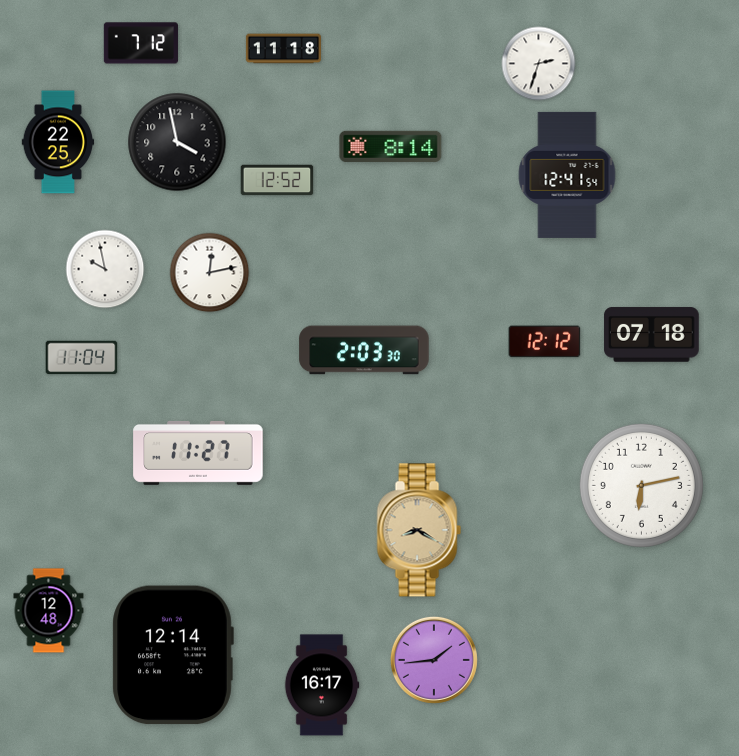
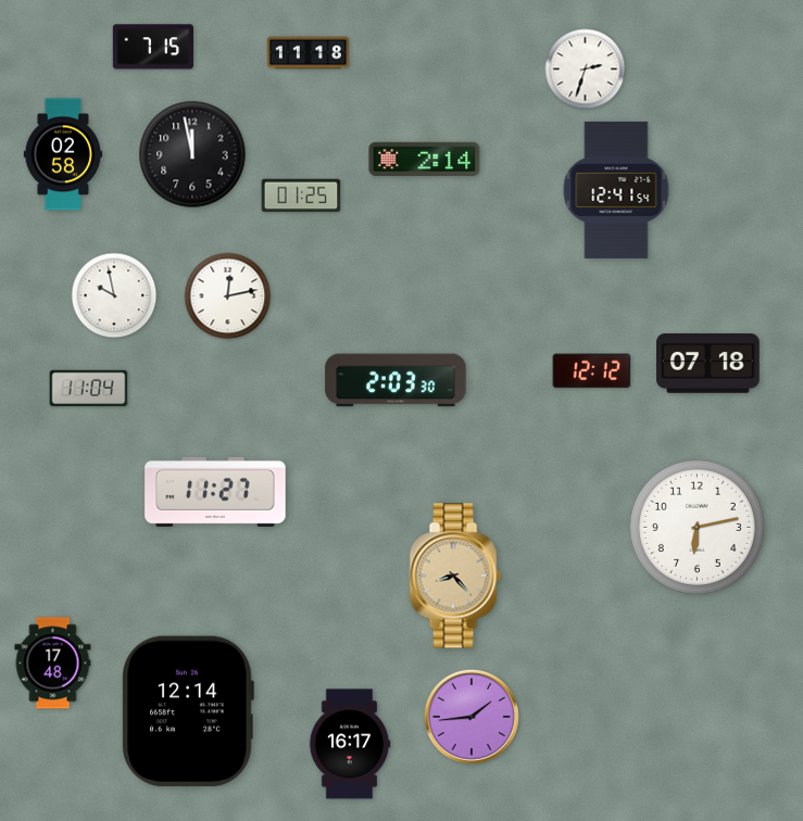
clock at (141, 43): 7:12 -> 7:15
clock at (58, 142): 22:25 -> 02:58
clock at (177, 142): 3:58 -> 11:58
clock at (391, 146): 8:14 -> 2:14
clock at (277, 180): 12:52 -> 01:25
clock at (105, 269) position: (105, 269) -> (114, 295)
clock at (419, 530): 8:20 -> 8:23
clock at (49, 611): 12:48 -> 17:48
